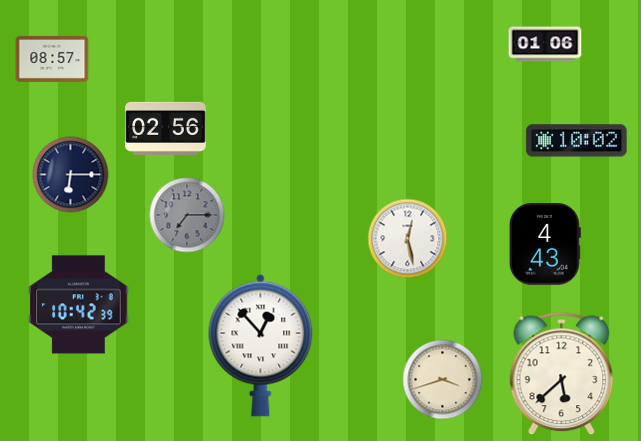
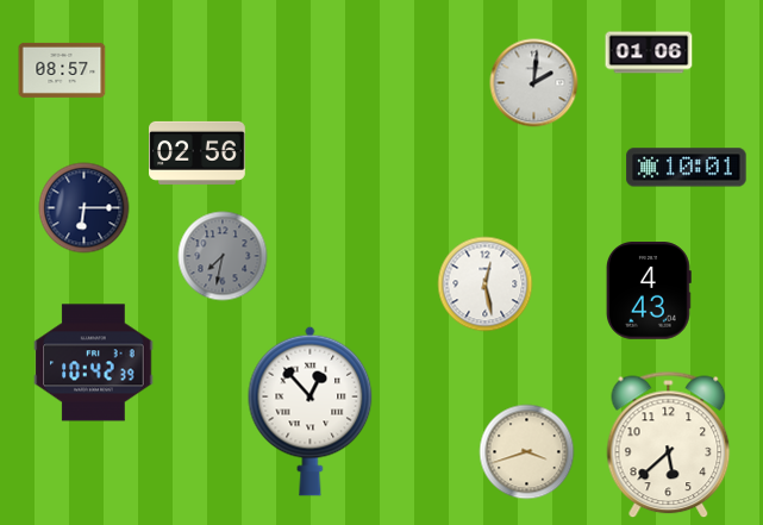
clock at (534, 83): none -> 2:01
clock at (577, 141): 10:02 -> 10:01
clock at (187, 215): 7:15 -> 7:32
